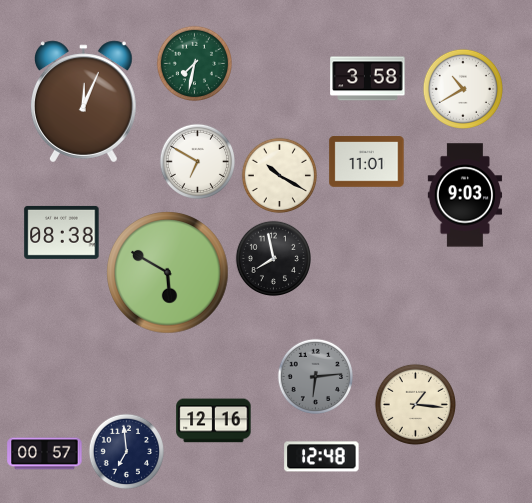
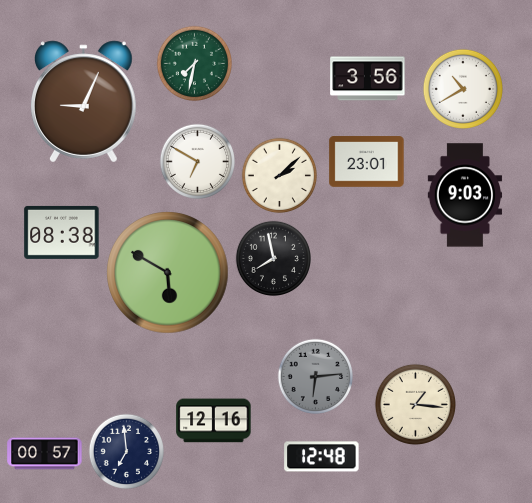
clock at (368, 79): 3:58 -> 3:56
clock at (84, 102): 12:04 -> 9:04
clock at (367, 162): 11:01 -> 23:01
clock at (279, 175): 10:20 -> 2:08
